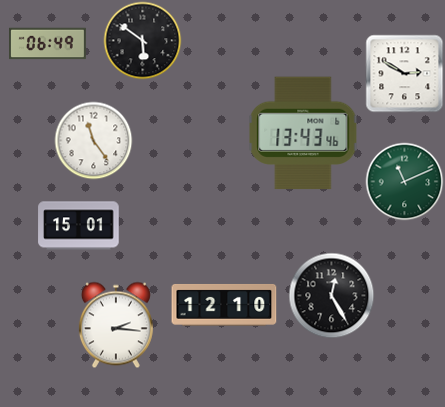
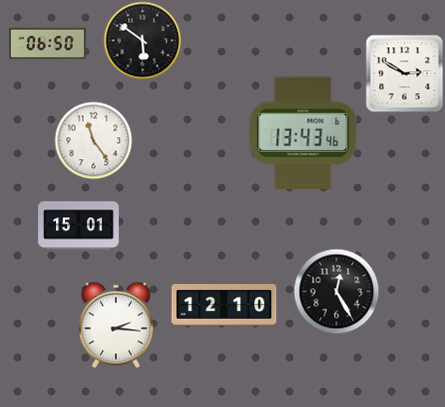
clock at (48, 44): 06:49 -> 06:50
clock at (404, 181): 11:11 -> none
clock at (331, 295) position: (331, 295) -> (336, 291)
